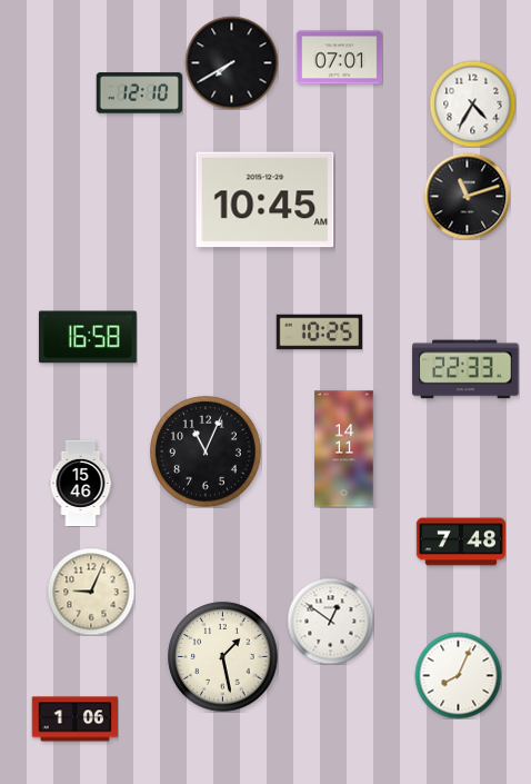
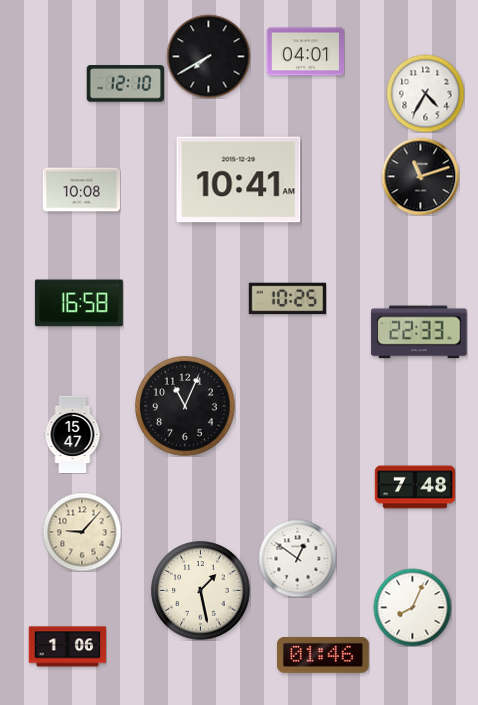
clock at (339, 58): 07:01 -> 04:01
clock at (265, 200): 10:45 -> 10:41
clock at (81, 190): none -> 10:08
clock at (344, 449): 14:11 -> none
clock at (81, 483): 15:46 -> 15:47
clock at (91, 592): 9:04 -> 9:07
clock at (324, 655): none -> 01:46
